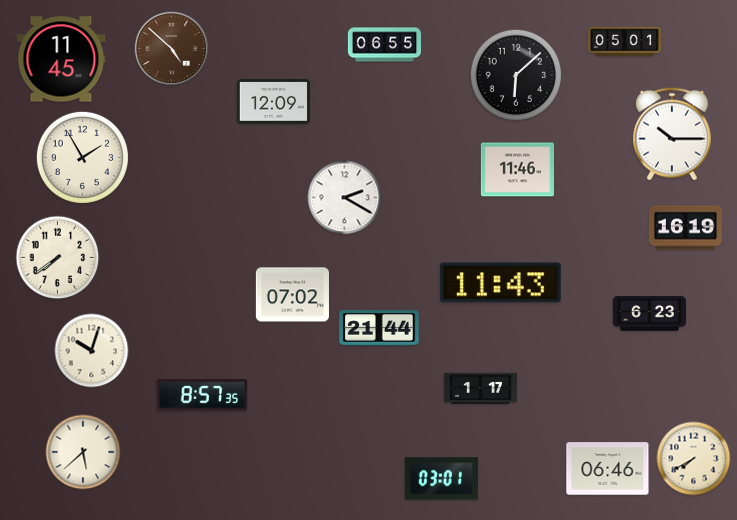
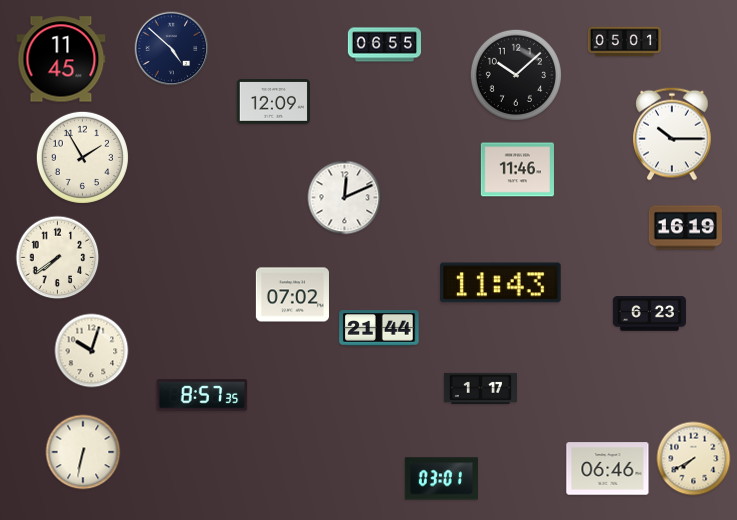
clock at (172, 49) dial: brown -> navy
clock at (516, 75): 6:08 -> 10:08
clock at (345, 198): 2:20 -> 12:11
clock at (83, 452): 5:38 -> 6:32
